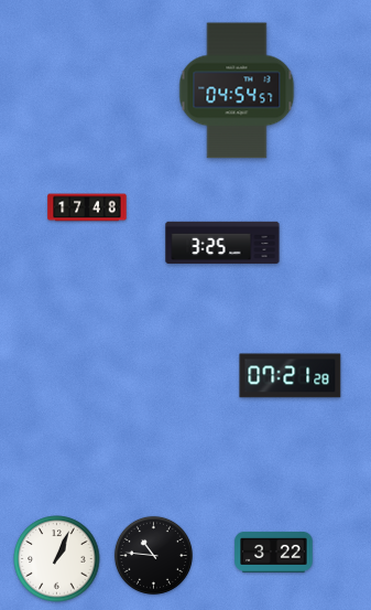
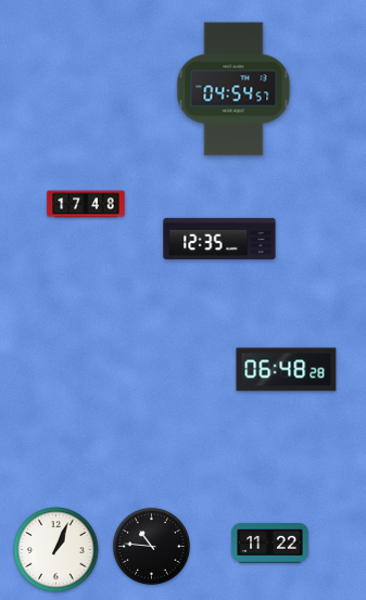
clock at (222, 243): 3:25 -> 12:35
clock at (291, 376): 07:21 -> 06:48
clock at (274, 553): 3:22 -> 11:22
